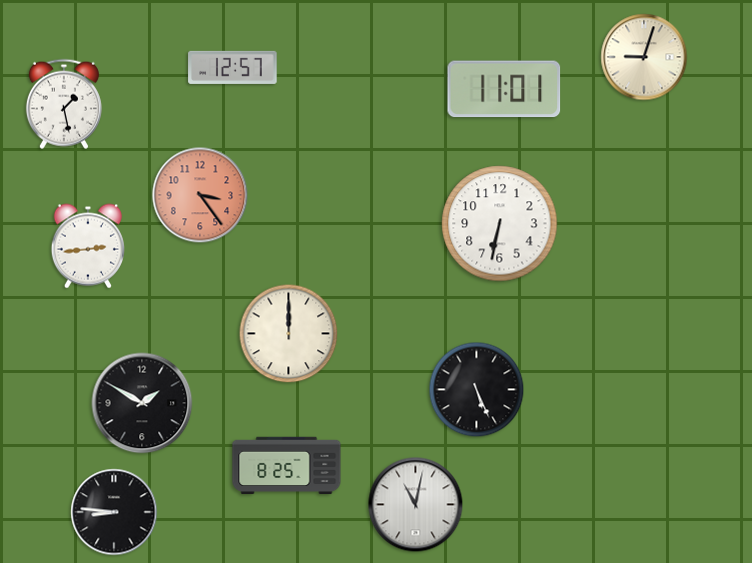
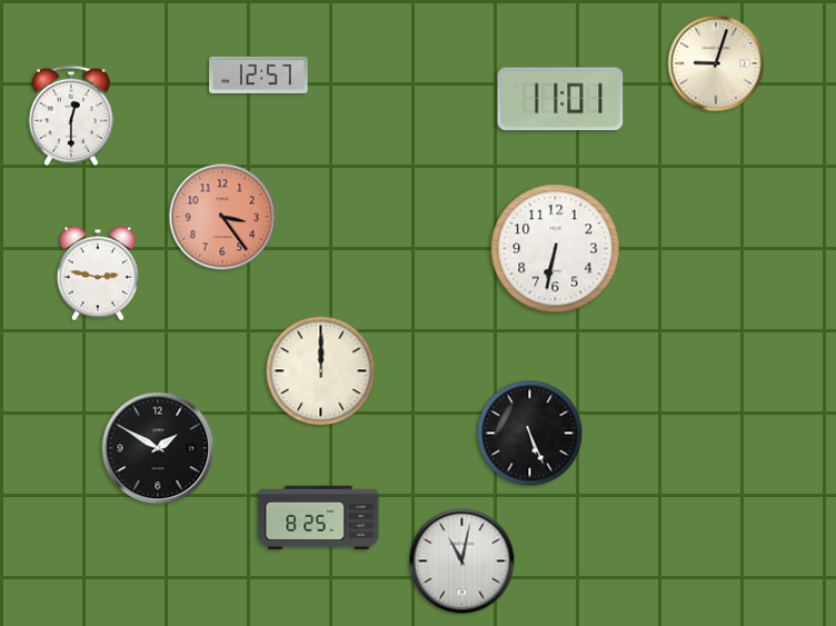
clock at (64, 104): 1:28 -> 12:30
clock at (87, 246): 2:44 -> 2:47
clock at (114, 512): 8:46 -> none
